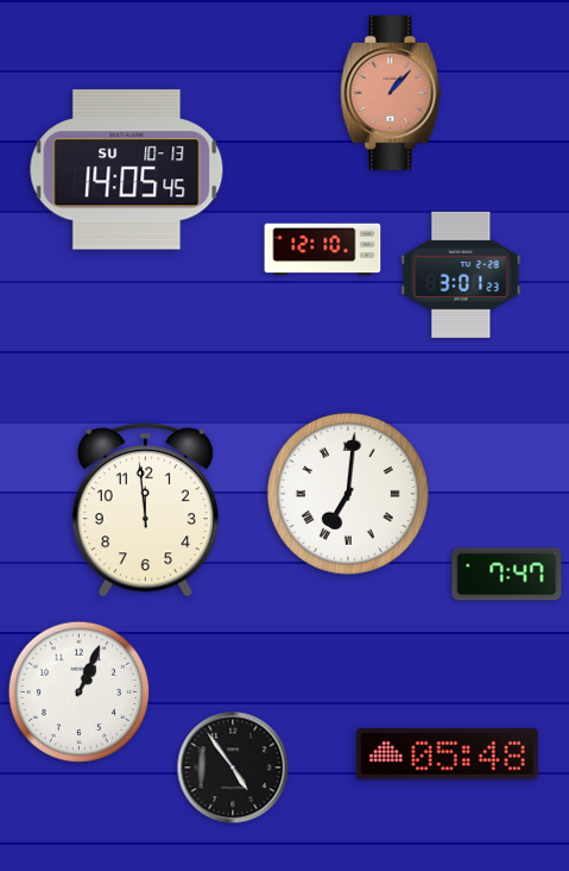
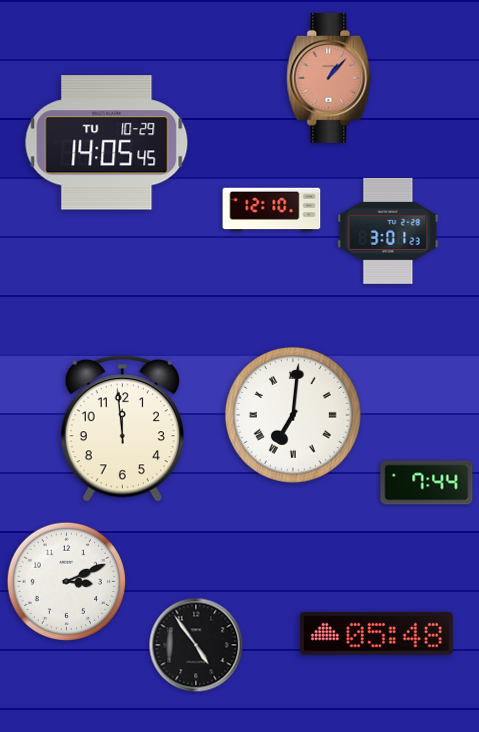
clock at (127, 170) date: SU 10-13 -> TU 10-29
clock at (507, 575): 7:47 -> 7:44
clock at (78, 691): 1:04 -> 3:11
